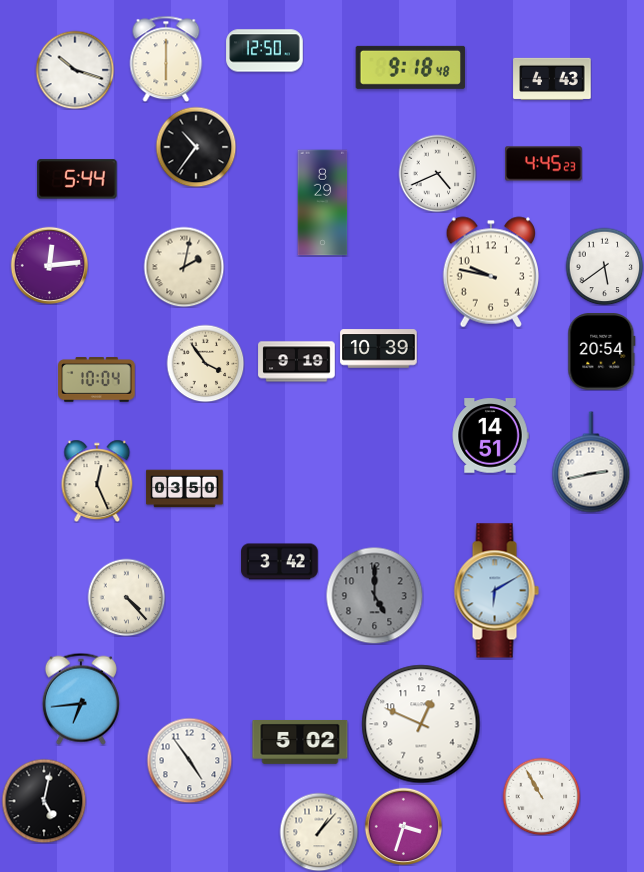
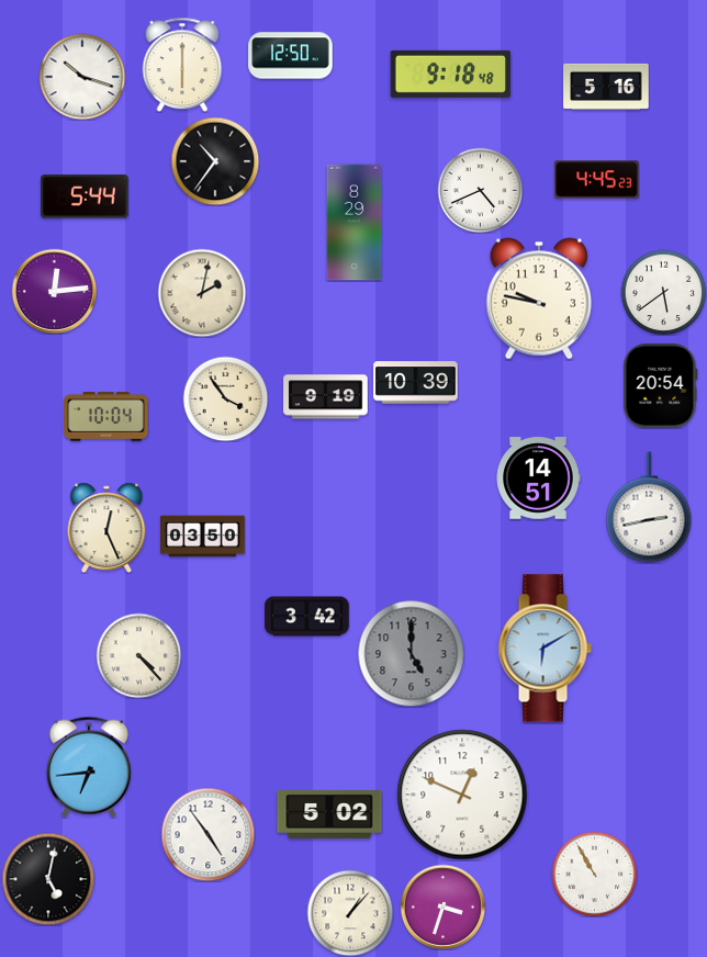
clock at (552, 79): 4:43 -> 5:16
